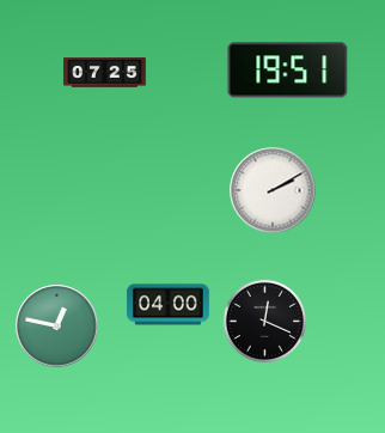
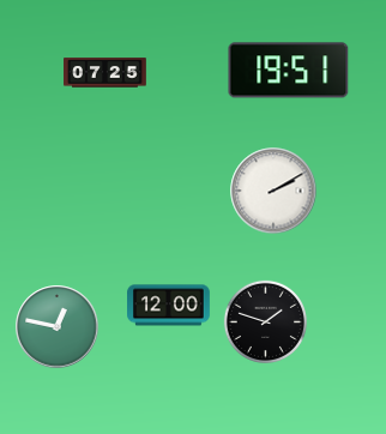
clock at (169, 305): 04:00 -> 12:00
clock at (264, 321): 12:19 -> 1:48
